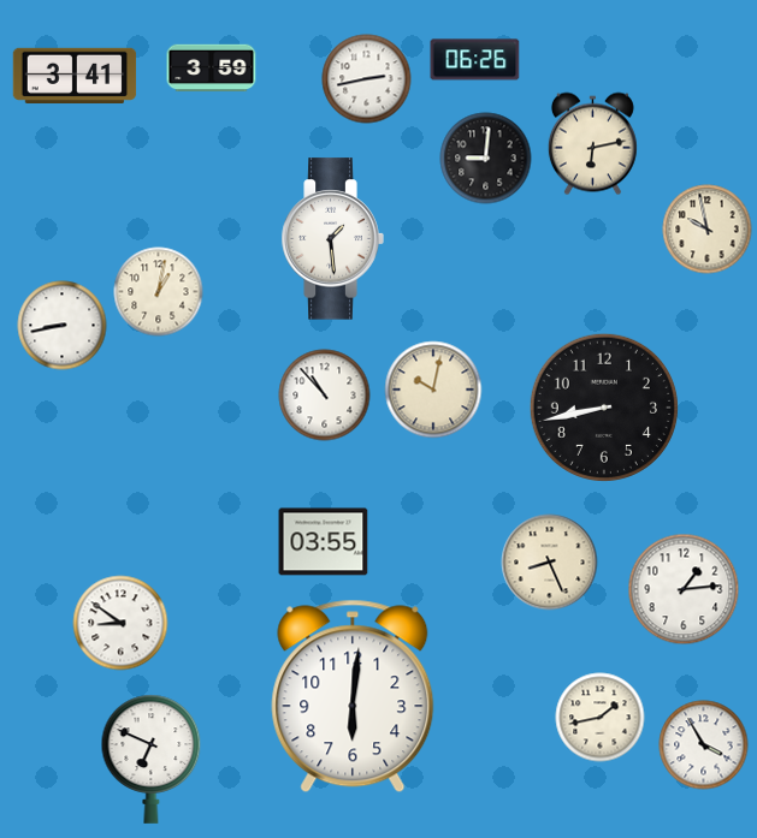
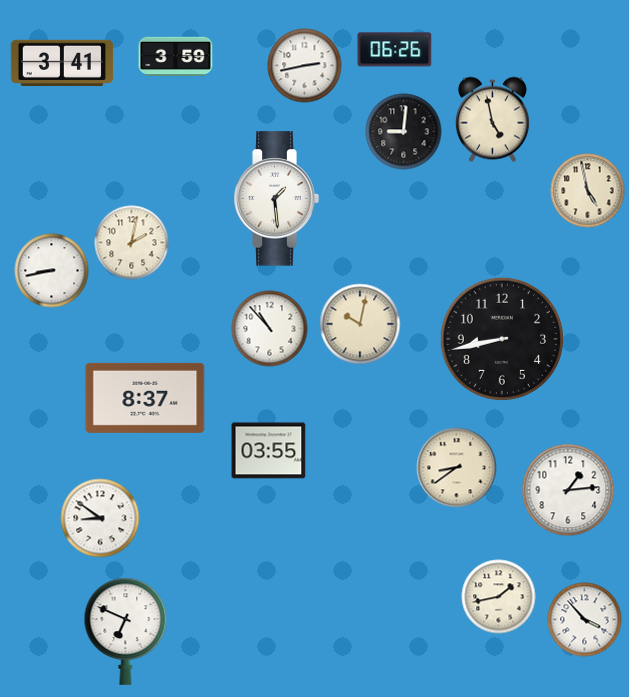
clock at (592, 144): 6:13 -> 4:58
clock at (708, 230): 9:58 -> 4:58
clock at (159, 292): 1:02 -> 2:02
clock at (145, 398): none -> 8:37
clock at (550, 563): 8:26 -> 8:39
clock at (353, 696): 6:01 -> none
clock at (704, 745): 3:55 -> 3:53
